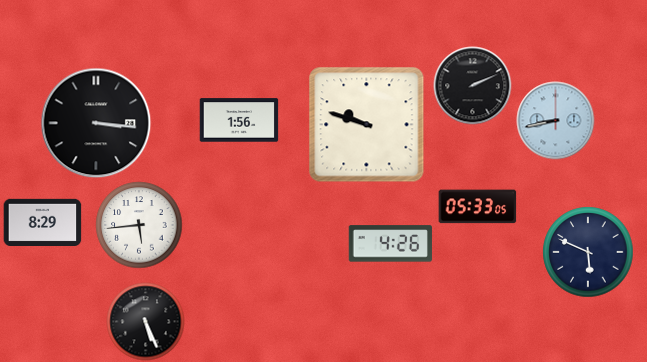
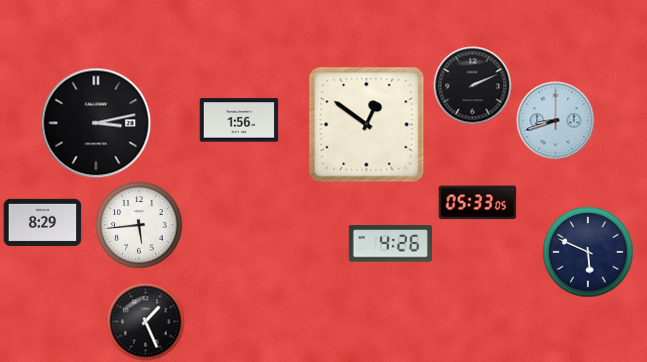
clock at (555, 120): 8:43 -> 8:42
clock at (96, 123): 3:16 -> 3:13
clock at (367, 125): 9:48 -> 12:51
clock at (477, 207) position: (477, 207) -> (477, 203)
clock at (145, 321): 5:26 -> 1:26
